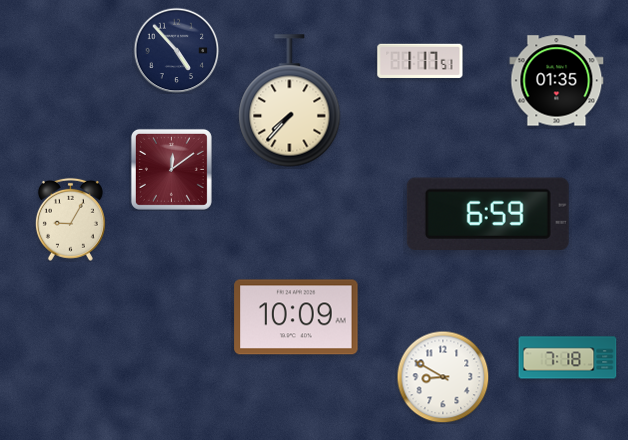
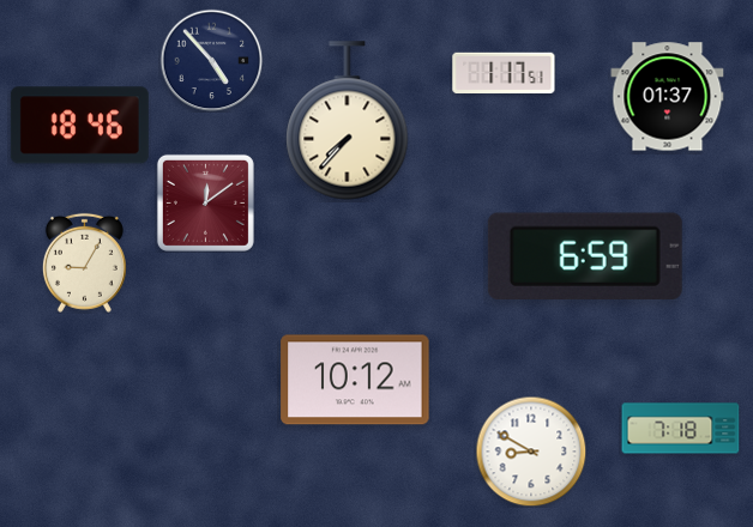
clock at (557, 81): 01:35 -> 01:37
clock at (79, 126): none -> 18:46
clock at (296, 317): 10:09 -> 10:12
